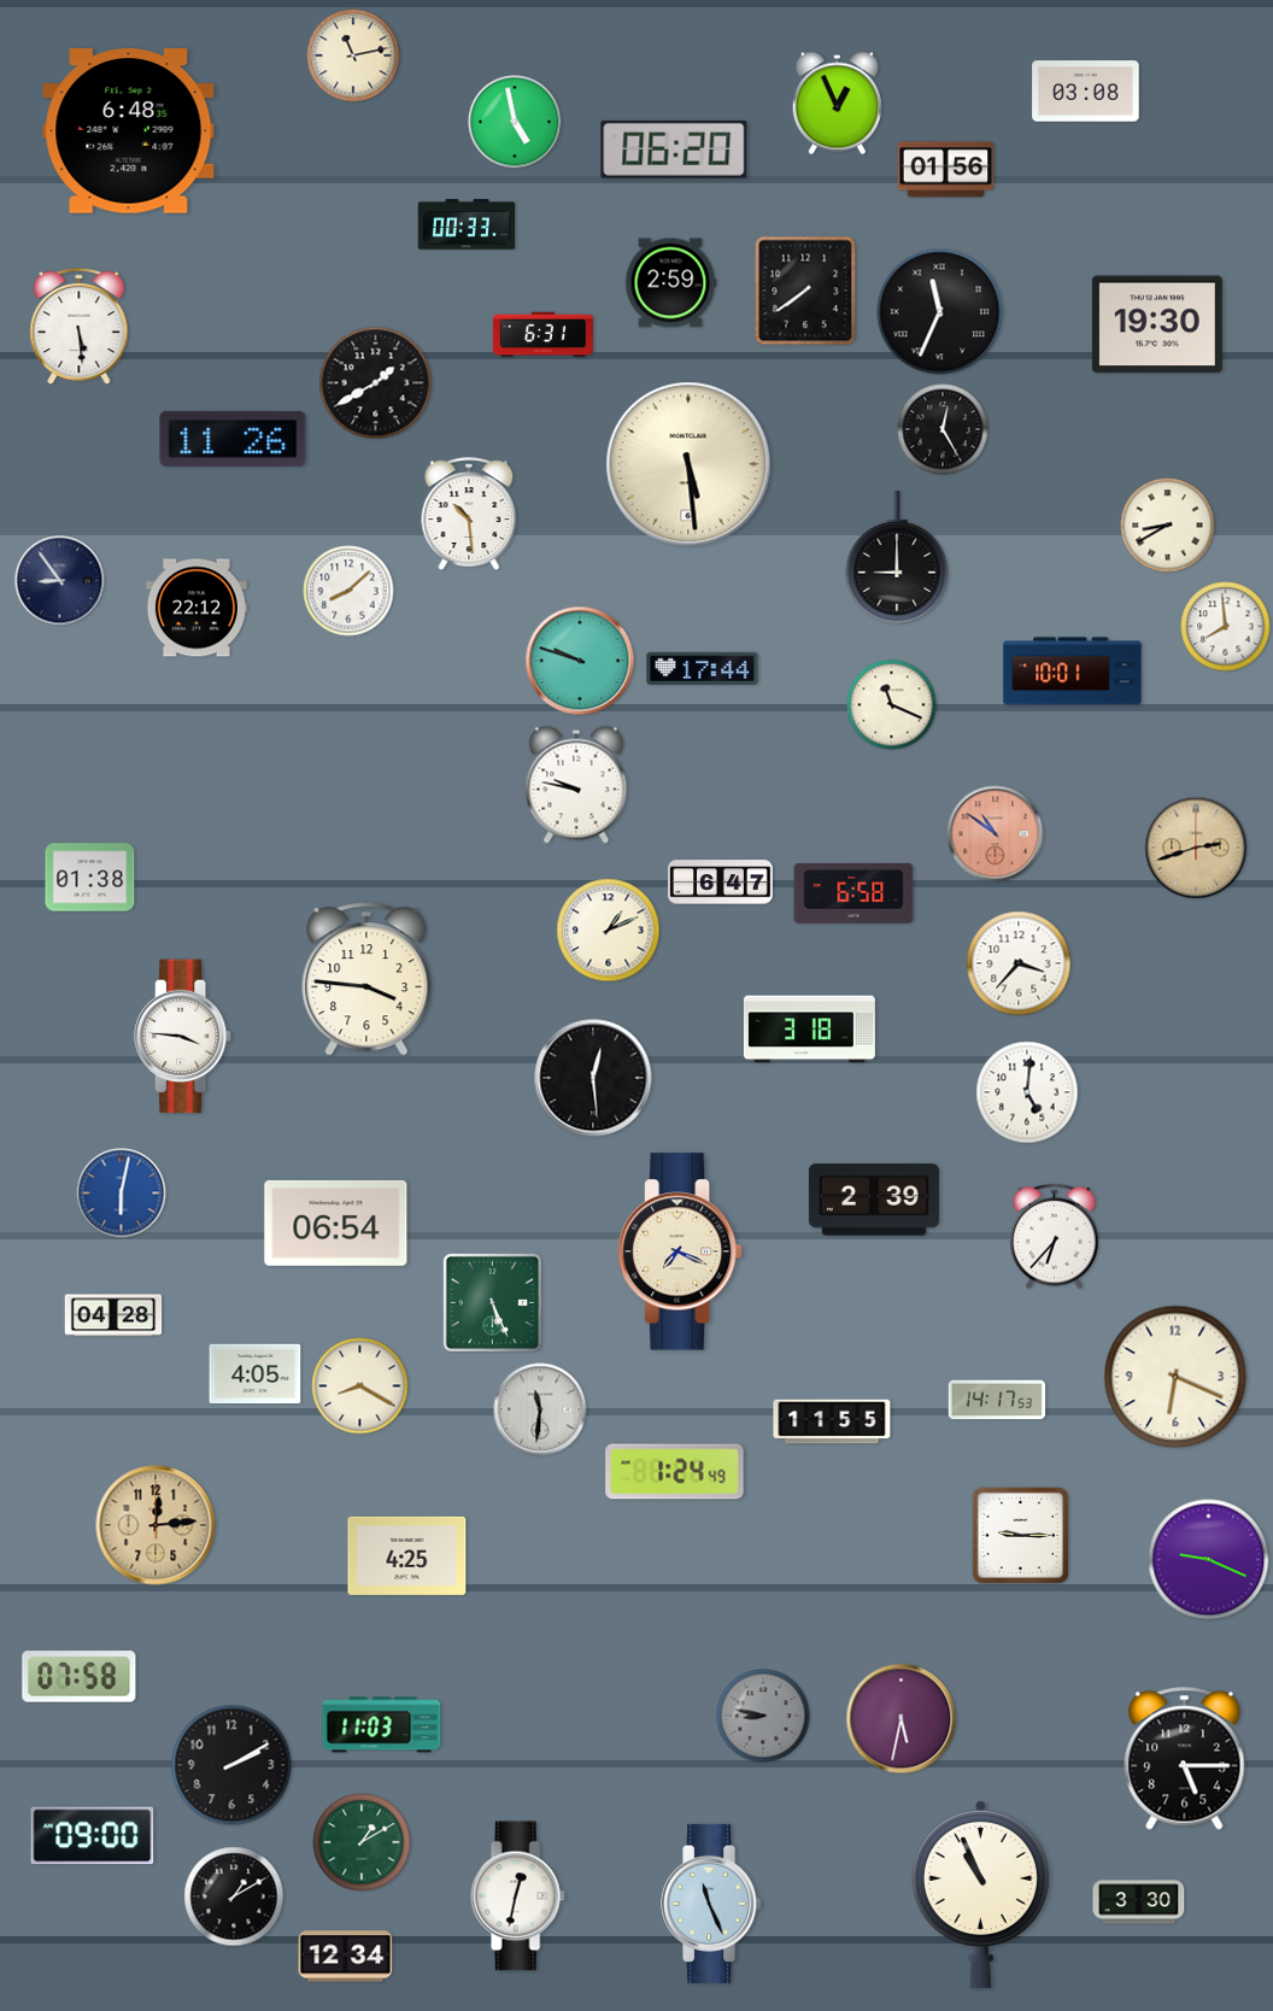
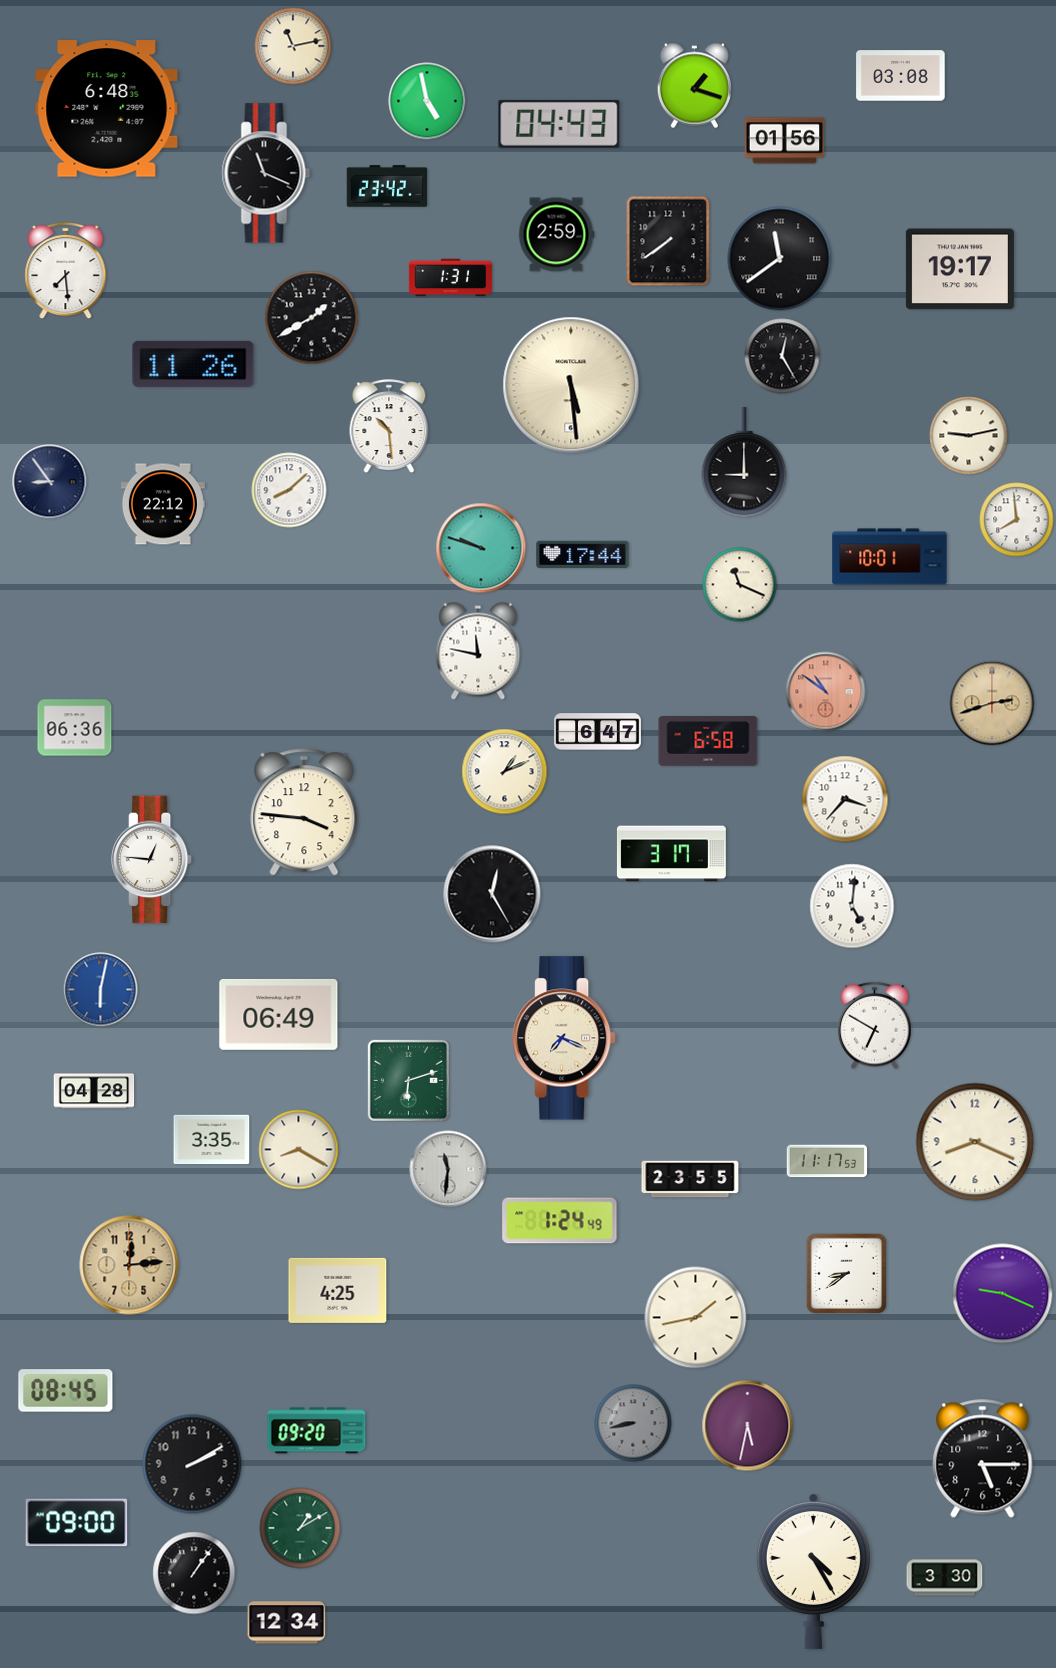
clock at (837, 104): 12:56 -> 1:18
clock at (674, 149): 06:20 -> 04:43
clock at (266, 173): none -> 11:19
clock at (467, 224): 00:33 -> 23:42
clock at (940, 312): 11:34 -> 11:39
clock at (1157, 324): 19:30 -> 19:17
clock at (80, 327): 5:29 -> 7:29
clock at (542, 335): 6:31 -> 1:31
clock at (1168, 526): 8:40 -> 9:13
clock at (576, 785): 9:47 -> 11:47
clock at (90, 878): 01:38 -> 06:36
clock at (809, 1030): 3:18 -> 3:17
clock at (183, 1037): 3:46 -> 12:46
clock at (593, 1078): 12:29 -> 12:25
clock at (874, 1200): 2:39 -> none
clock at (336, 1223): 06:54 -> 06:49
clock at (1055, 1237): 6:37 -> 6:50
clock at (492, 1302): 5:26 -> 6:12
clock at (256, 1374): 4:05 -> 3:35
clock at (1175, 1377): 6:19 -> 8:19
clock at (997, 1400): 14:17 -> 11:17
clock at (832, 1421): 11:55 -> 23:55
clock at (1020, 1535): 9:15 -> 8:39
clock at (696, 1318): none -> 1:43
clock at (80, 1677): 07:58 -> 08:45
clock at (763, 1716): 8:47 -> 8:43
clock at (382, 1725): 11:03 -> 09:20
clock at (980, 1894): 10:56 -> 4:25
clock at (234, 1896): 1:10 -> 1:06
clock at (517, 1896): 12:32 -> none
clock at (712, 1904): 11:26 -> none
